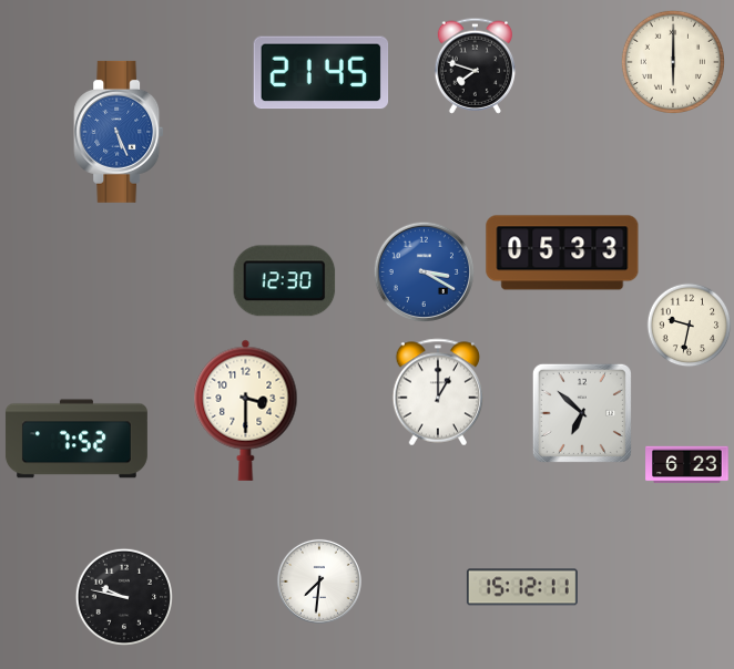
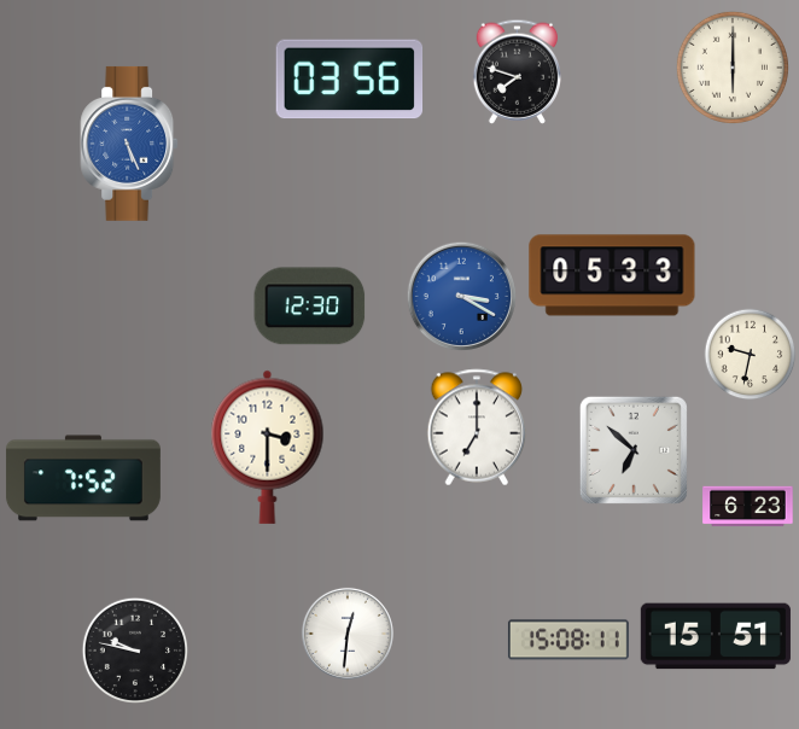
clock at (322, 73): 21:45 -> 03:56
clock at (438, 392): 1:00 -> 7:00
clock at (319, 581): 7:31 -> 12:31
clock at (716, 636): none -> 15:51
clock at (522, 587): 15:12 -> 15:08
